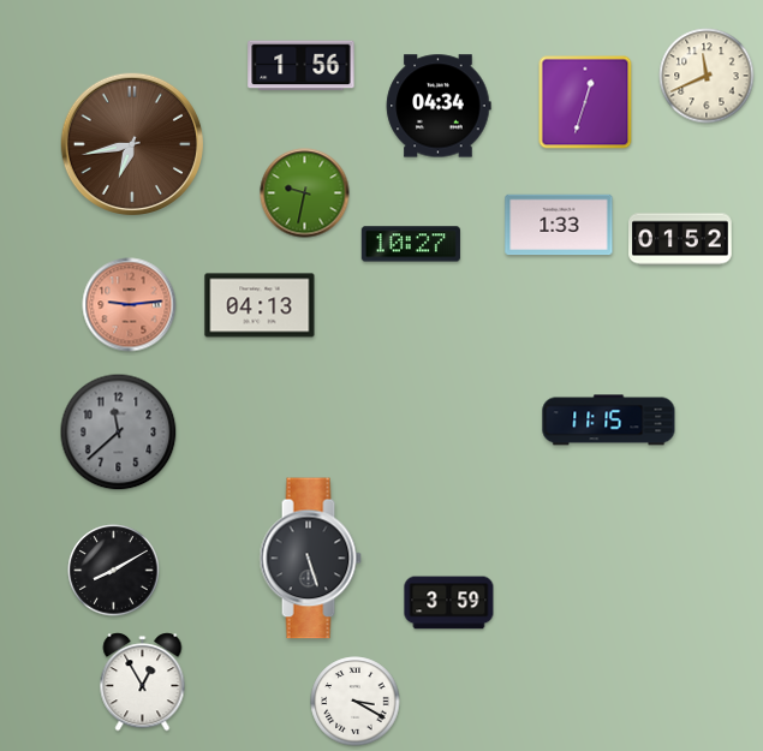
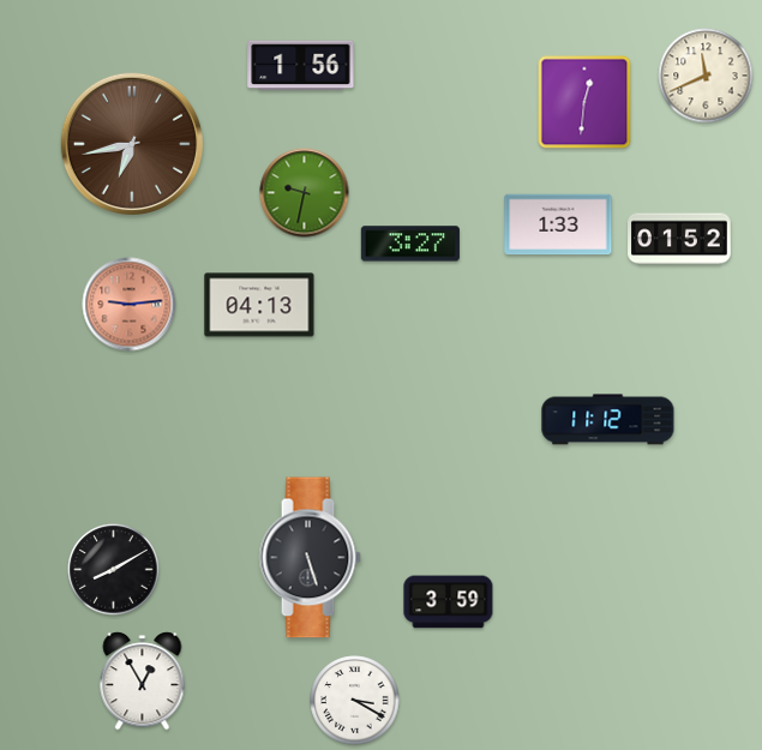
clock at (585, 102): 12:33 -> 12:31
clock at (439, 106): 04:34 -> none
clock at (411, 244): 10:27 -> 3:27
clock at (609, 421): 11:15 -> 11:12
clock at (119, 433): 11:38 -> none
